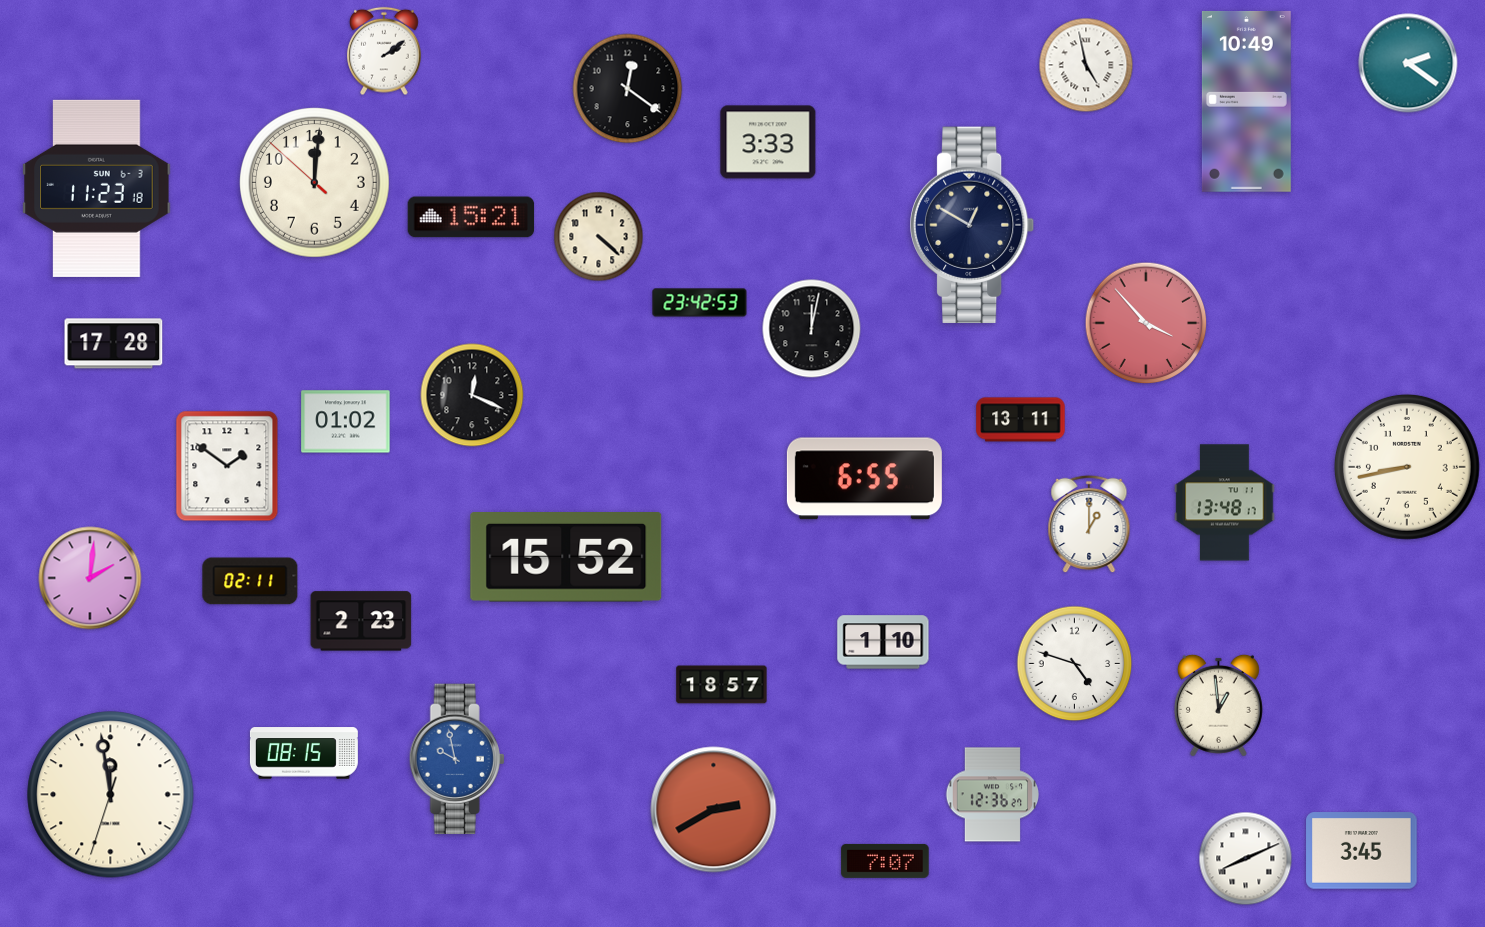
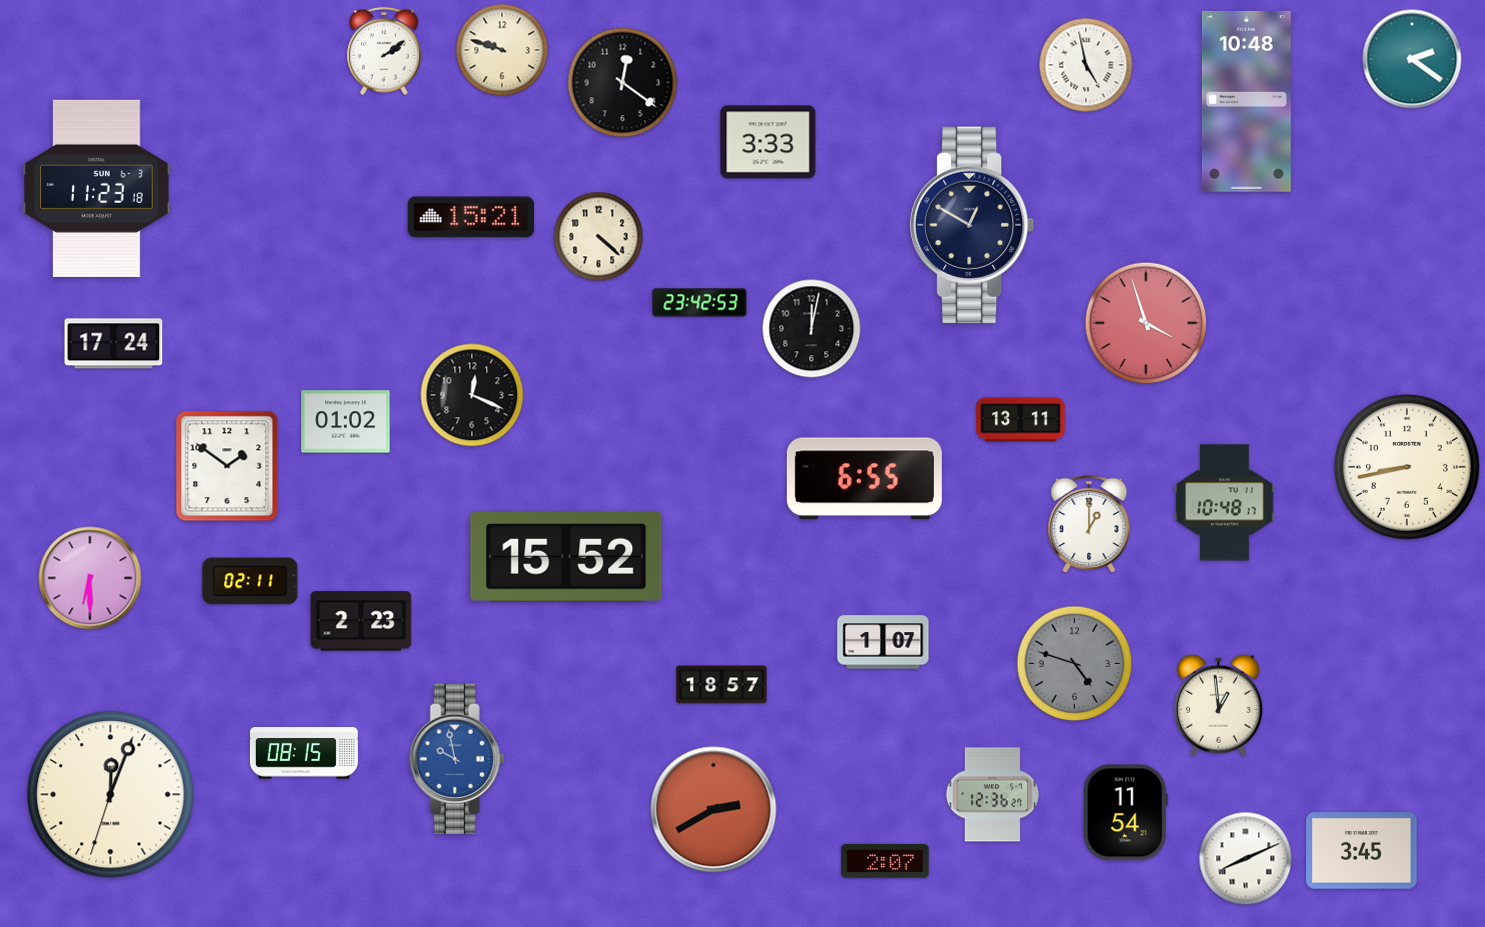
clock at (502, 50): none -> 9:48
clock at (1408, 63) position: (1408, 63) -> (1412, 59)
clock at (628, 89) position: (628, 89) -> (623, 83)
clock at (1246, 101): 10:49 -> 10:48
clock at (315, 183): 12:00 -> none
clock at (1146, 323): 3:53 -> 3:57
clock at (114, 344): 17:28 -> 17:24
clock at (1225, 503): 13:48 -> 10:48
clock at (90, 578): 2:01 -> 6:30
clock at (883, 642): 1:10 -> 1:07
clock at (1075, 664) dial: white -> grey
clock at (111, 795): 11:58 -> 12:03
clock at (1125, 813): none -> 11:54
clock at (885, 861): 7:07 -> 2:07
